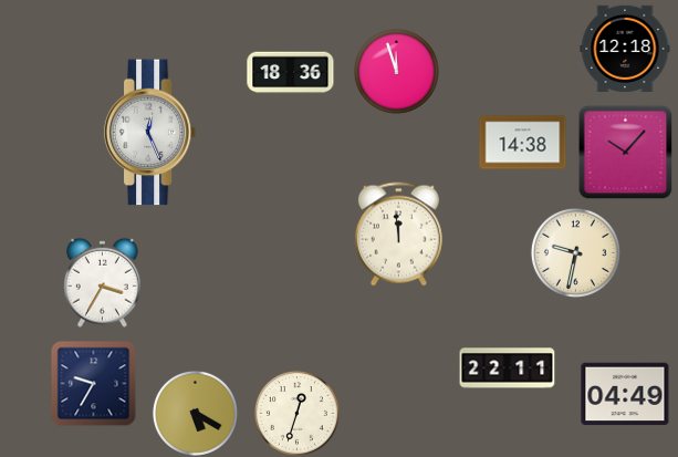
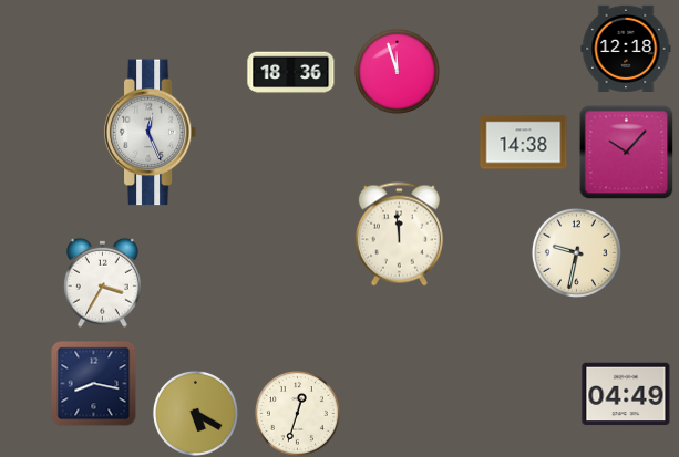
clock at (508, 368): 22:11 -> none
clock at (93, 384): 9:35 -> 8:17
